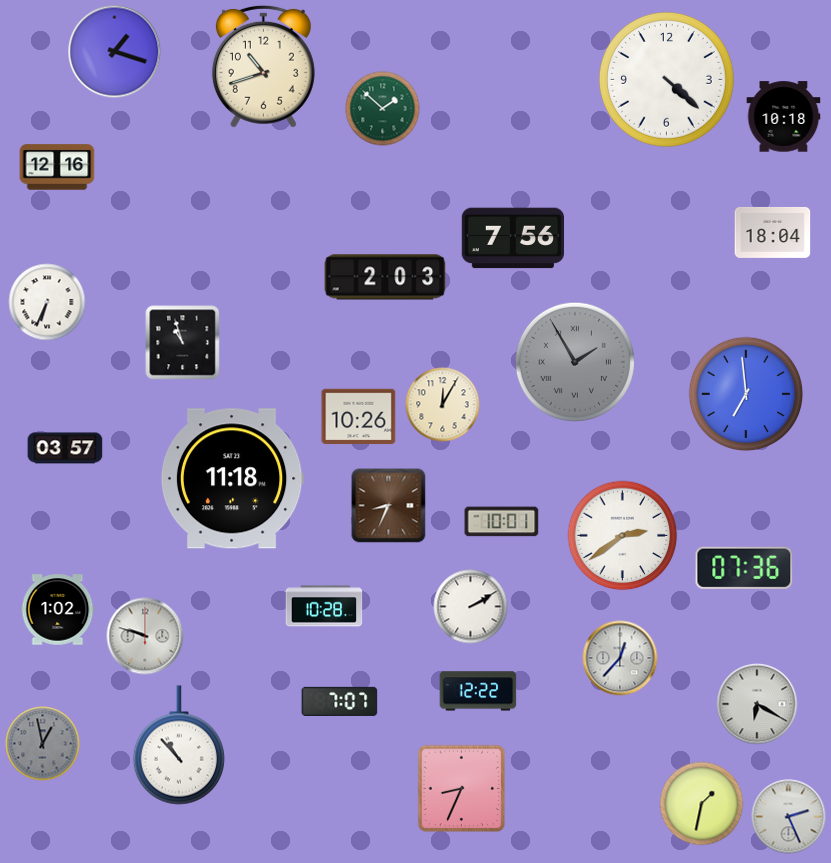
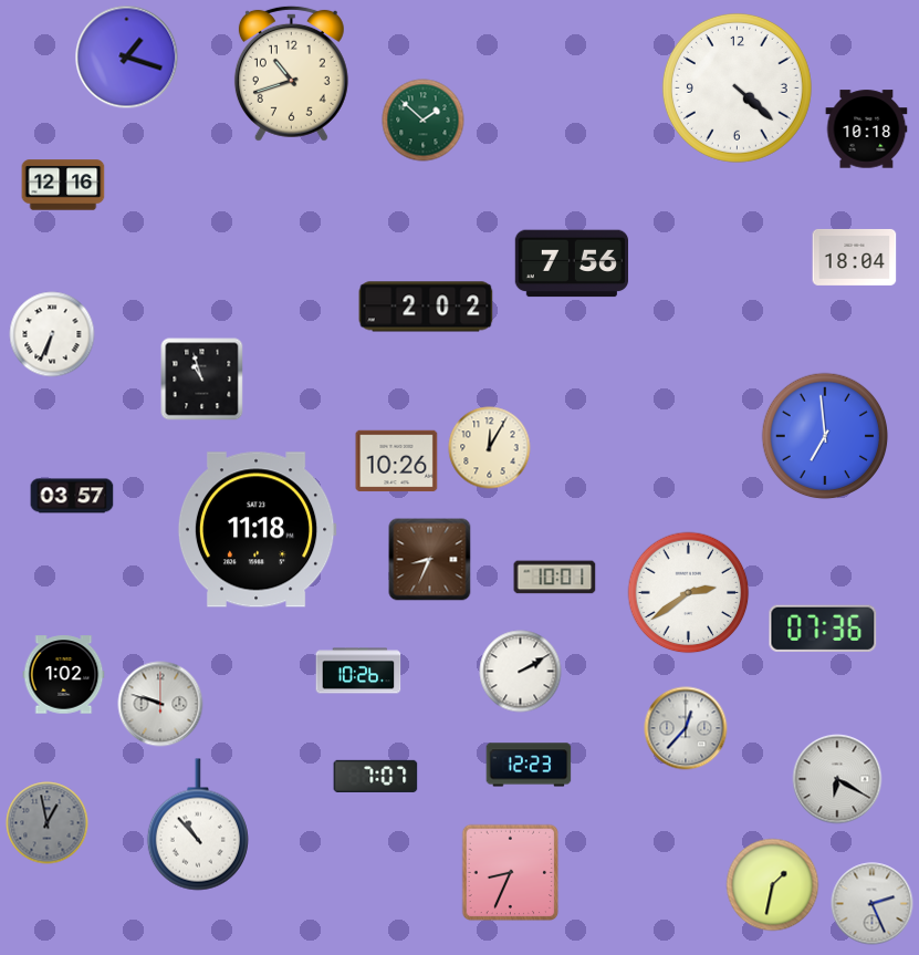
clock at (512, 238) position: (512, 238) -> (571, 263)
clock at (385, 277): 2:03 -> 2:02
clock at (575, 362): 1:55 -> none
clock at (324, 606): 10:28 -> 10:26
clock at (478, 691): 12:22 -> 12:23
clock at (702, 804) position: (702, 804) -> (773, 885)
